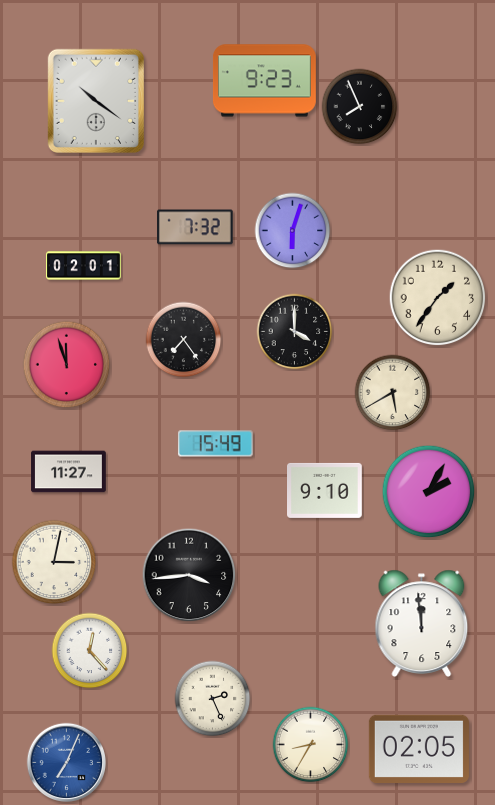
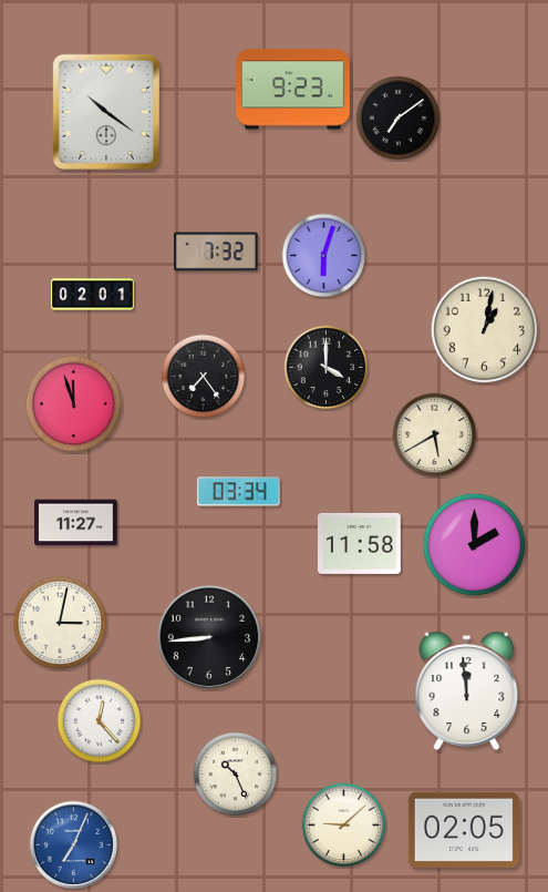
clock at (360, 107): 7:56 -> 7:09
clock at (438, 298): 1:36 -> 1:02
clock at (215, 444): 15:49 -> 03:34
clock at (325, 490): 9:10 -> 11:58
clock at (429, 492): 2:05 -> 2:00
clock at (189, 575): 3:44 -> 8:44
clock at (213, 699): 2:26 -> 10:26
clock at (311, 745): 8:35 -> 9:08
